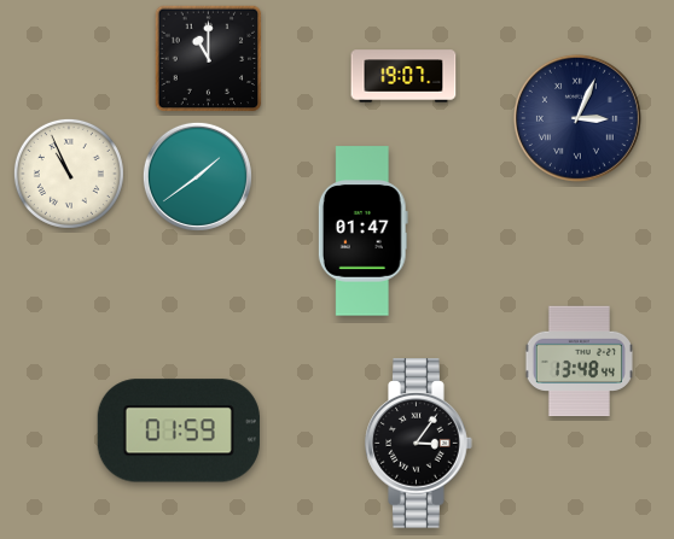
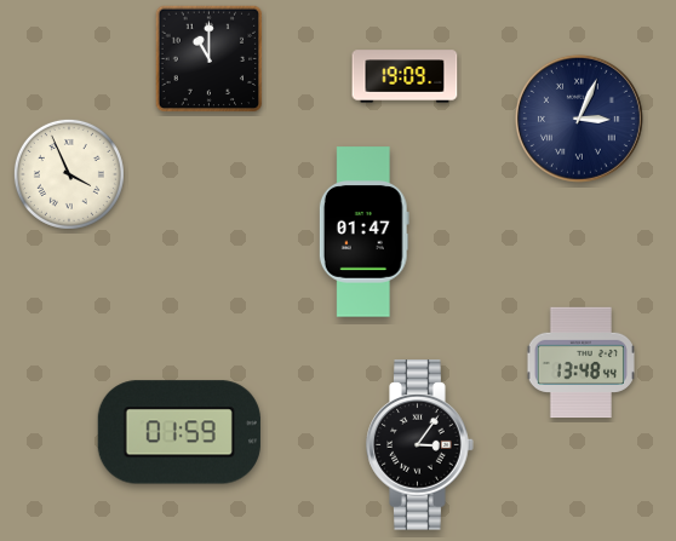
clock at (403, 76): 19:07 -> 19:09
clock at (69, 174): 10:56 -> 3:56
clock at (197, 176): 1:39 -> none
